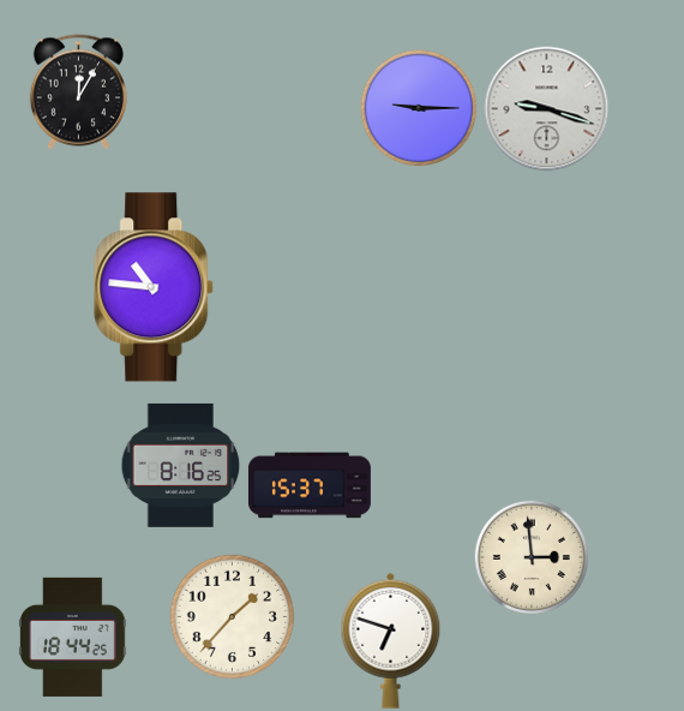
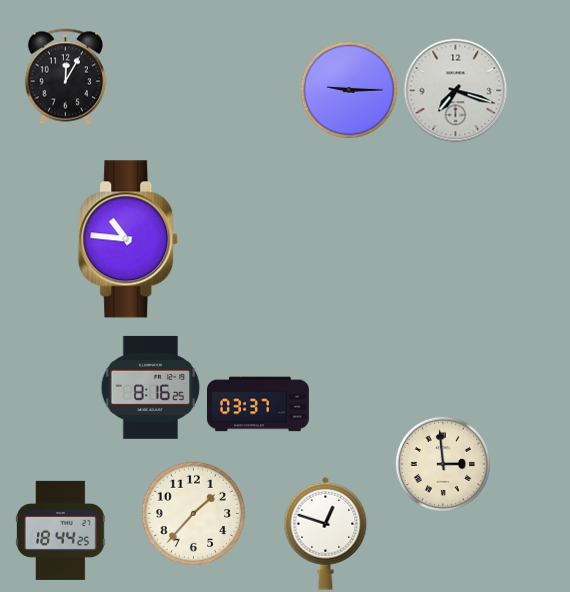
clock at (547, 109): 9:18 -> 7:18
clock at (310, 485): 15:37 -> 03:37
clock at (391, 640): 6:48 -> 12:48
